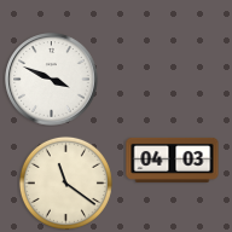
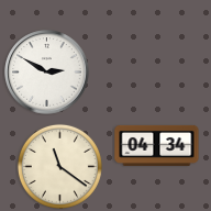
clock at (52, 80): 3:49 -> 2:50
clock at (173, 159): 04:03 -> 04:34
